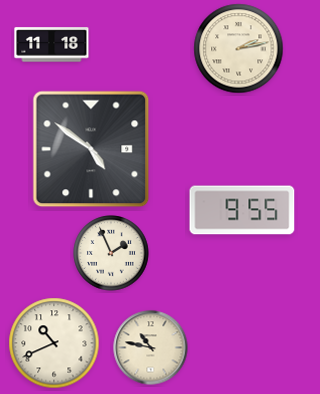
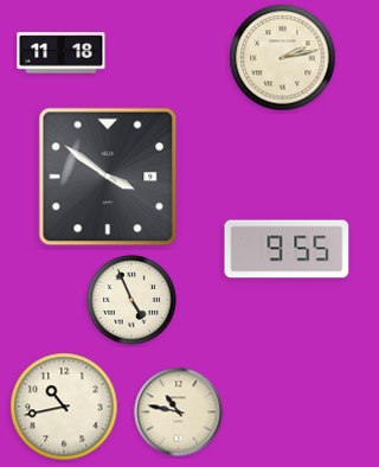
clock at (91, 149): 4:51 -> 3:51
clock at (111, 253): 1:56 -> 4:56
clock at (54, 343): 10:41 -> 10:43
